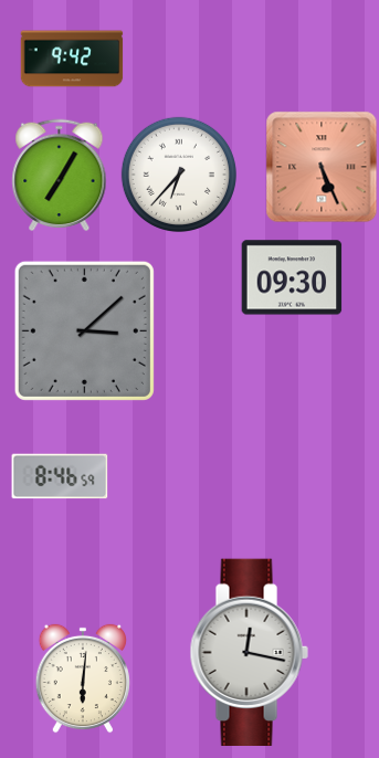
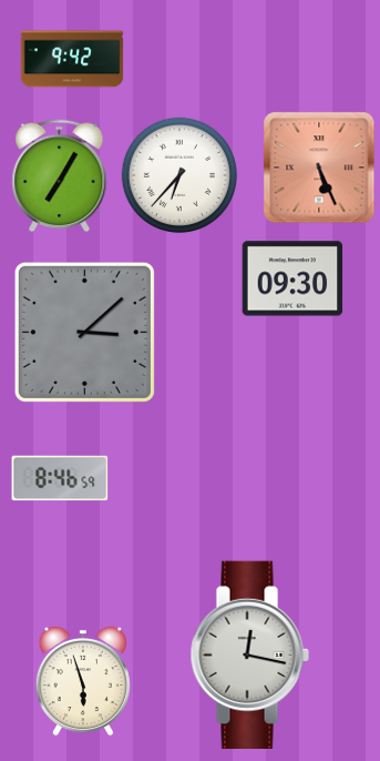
clock at (322, 167) position: (322, 167) -> (319, 168)
clock at (83, 678): 6:01 -> 5:57
